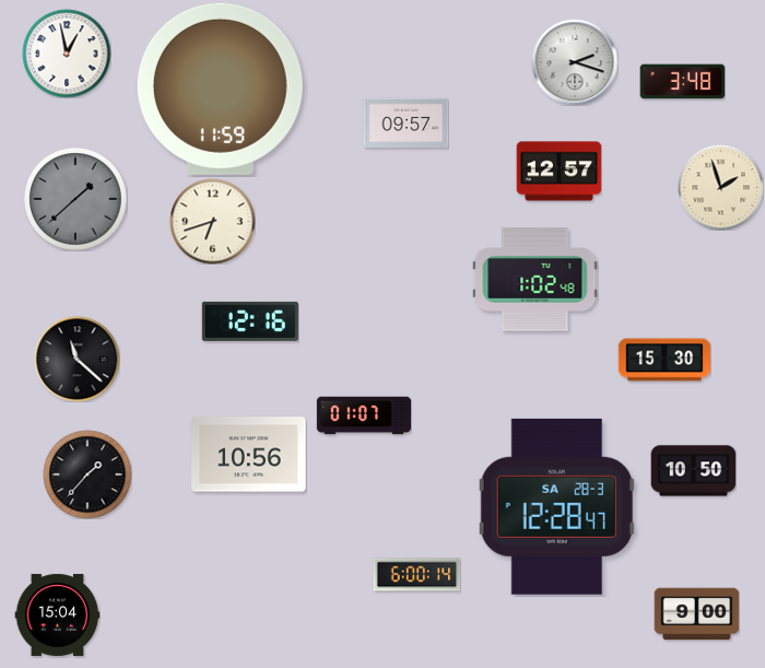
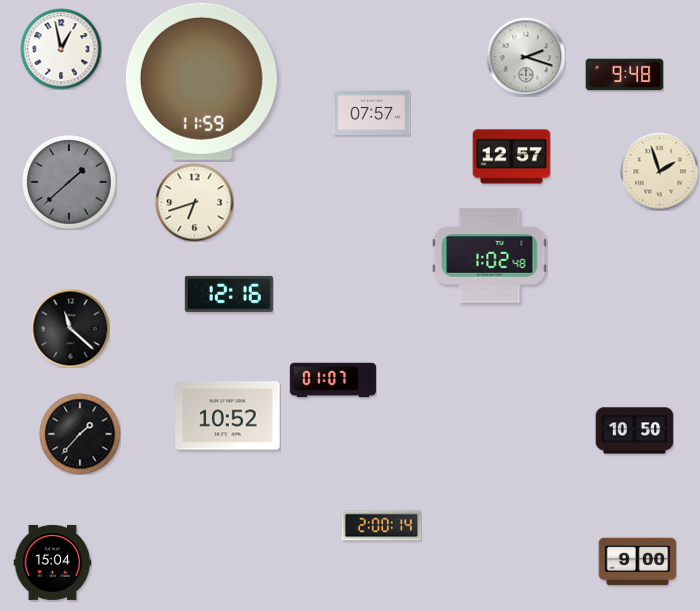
clock at (682, 82): 3:48 -> 9:48
clock at (405, 124): 09:57 -> 07:57
clock at (664, 360): 15:30 -> none
clock at (249, 455): 10:56 -> 10:52
clock at (556, 506): 12:28 -> none
clock at (416, 575): 6:00 -> 2:00
